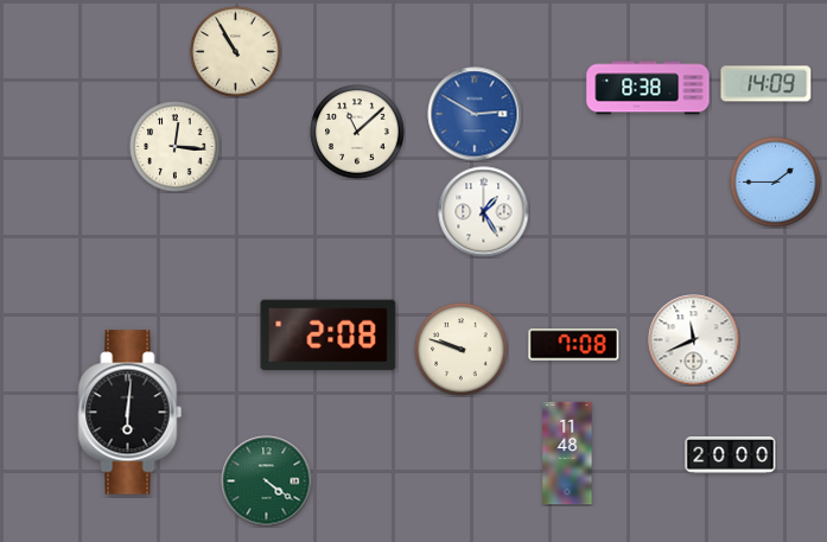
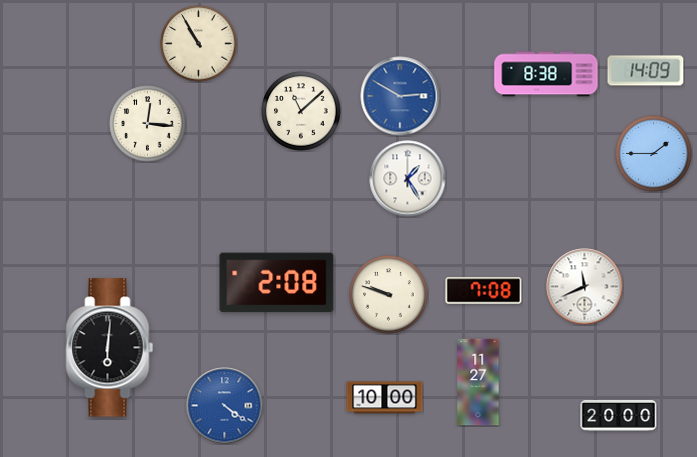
clock at (567, 453): 11:48 -> 11:27
clock at (731, 455) position: (731, 455) -> (619, 416)
clock at (385, 398): none -> 10:00
clock at (267, 482) dial: green -> blue
